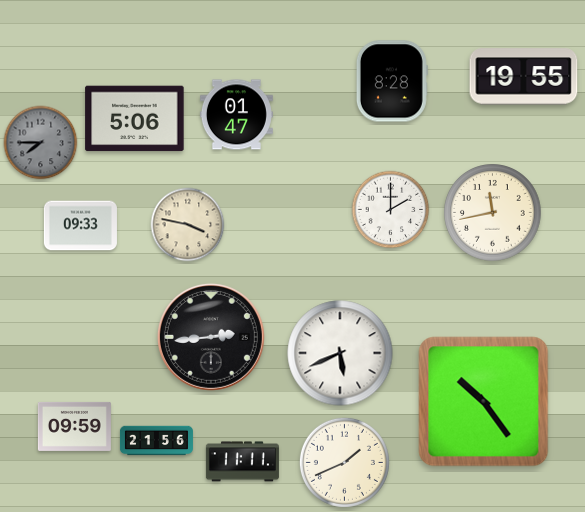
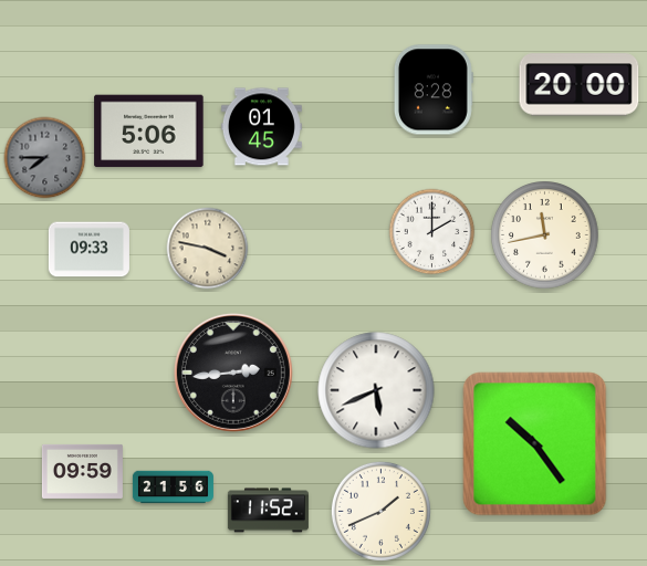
clock at (524, 77): 19:55 -> 20:00
clock at (236, 115): 01:47 -> 01:45
clock at (242, 462): 11:11 -> 11:52
